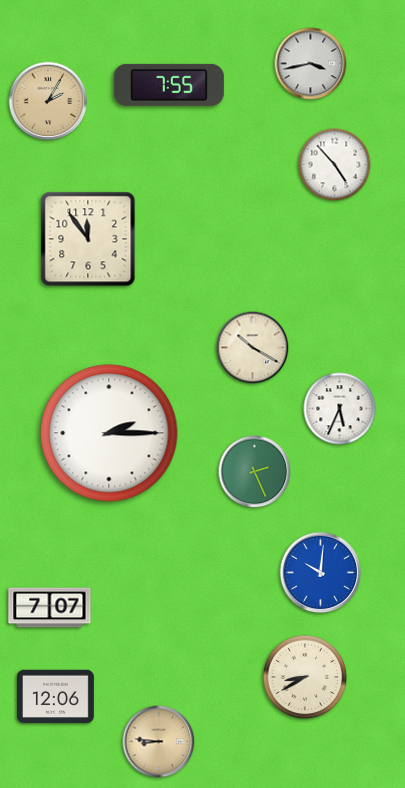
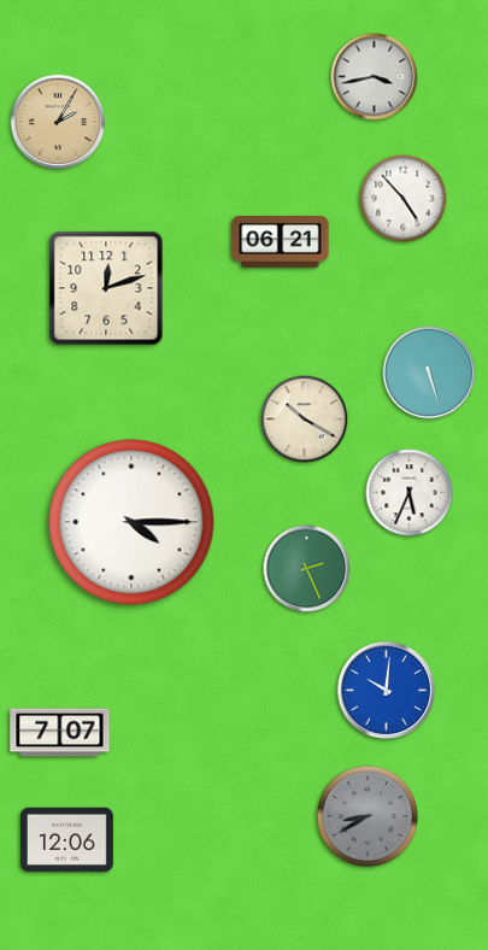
clock at (169, 85): 7:55 -> none
clock at (281, 242): none -> 06:21
clock at (88, 239): 11:54 -> 12:12
clock at (429, 373): none -> 5:27
clock at (109, 433): 2:15 -> 4:15
clock at (305, 677) dial: cream -> grey
clock at (159, 742): 8:46 -> none
